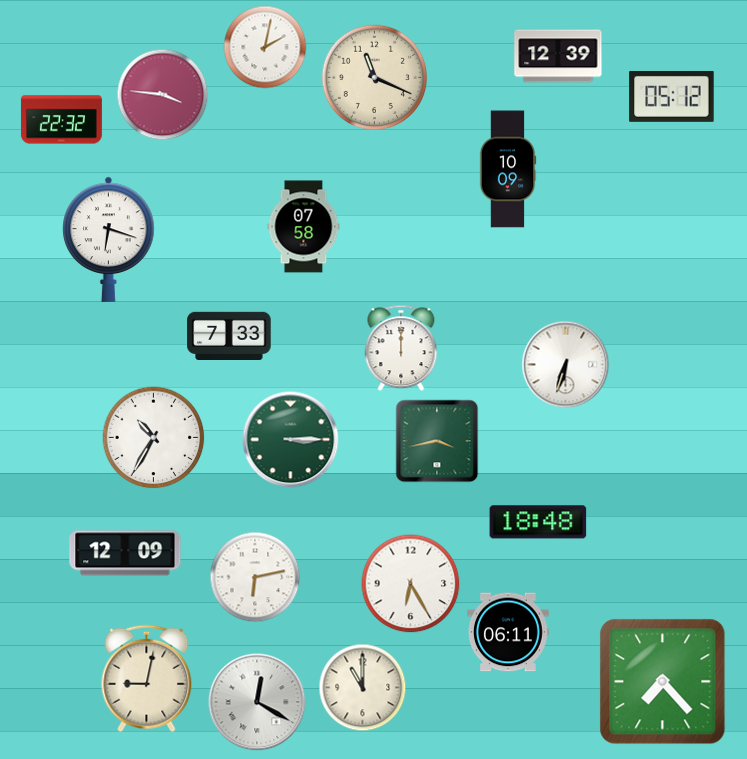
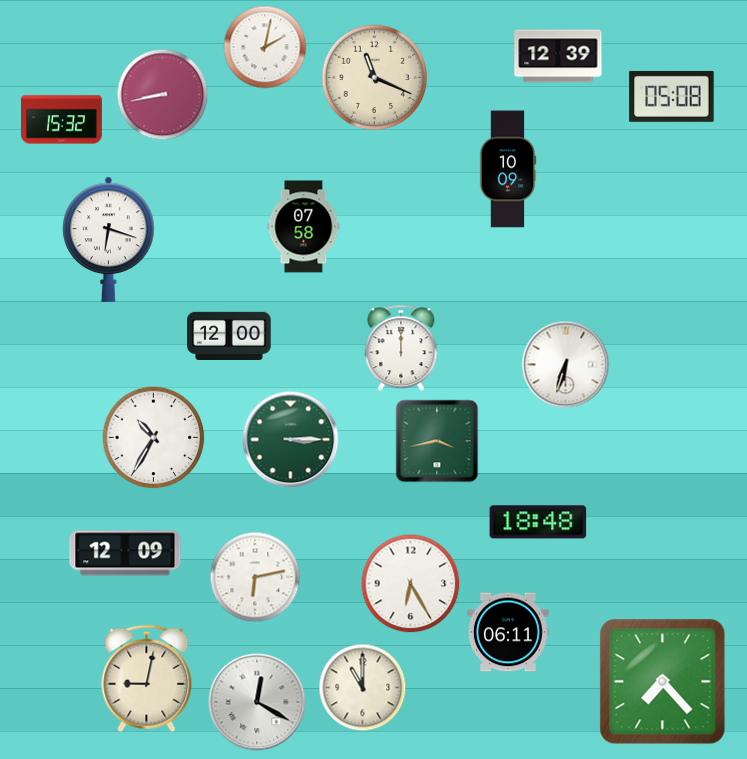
clock at (163, 95): 3:46 -> 8:43
clock at (672, 96): 05:12 -> 05:08
clock at (61, 120): 22:32 -> 15:32
clock at (229, 335): 7:33 -> 12:00
